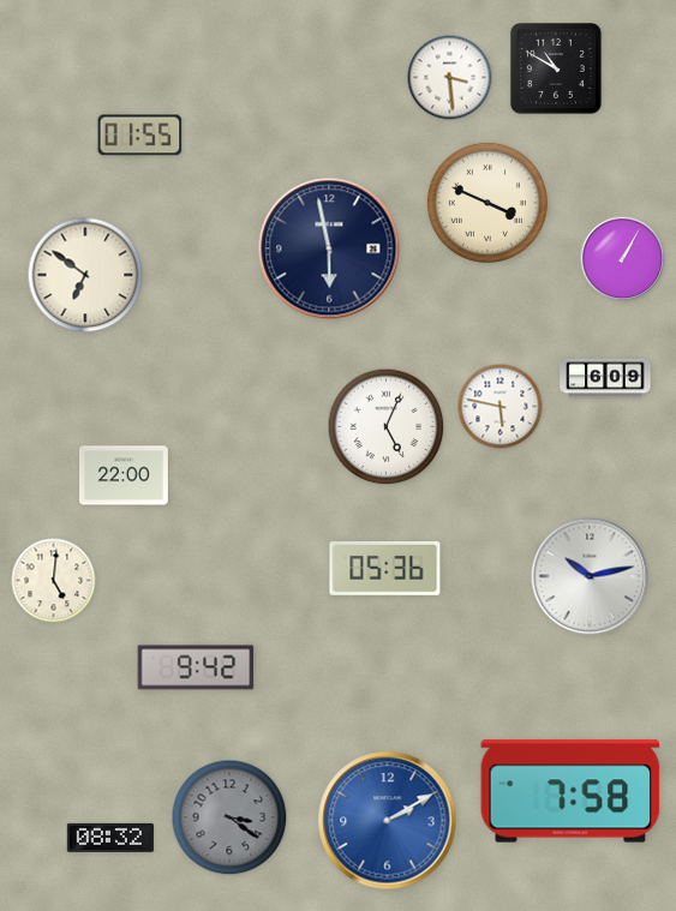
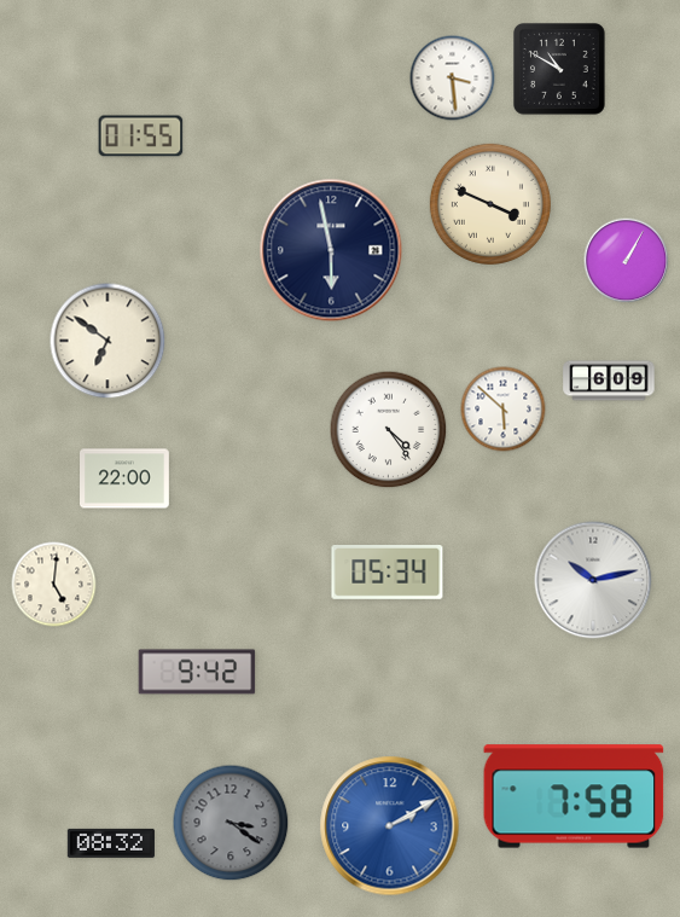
clock at (85, 275) position: (85, 275) -> (107, 341)
clock at (501, 407): 5:47 -> 5:52
clock at (387, 427): 5:04 -> 4:24
clock at (385, 569): 05:36 -> 05:34
